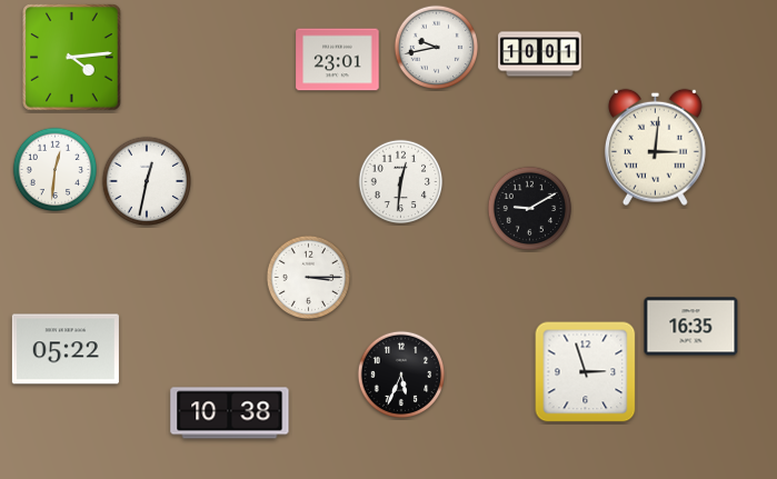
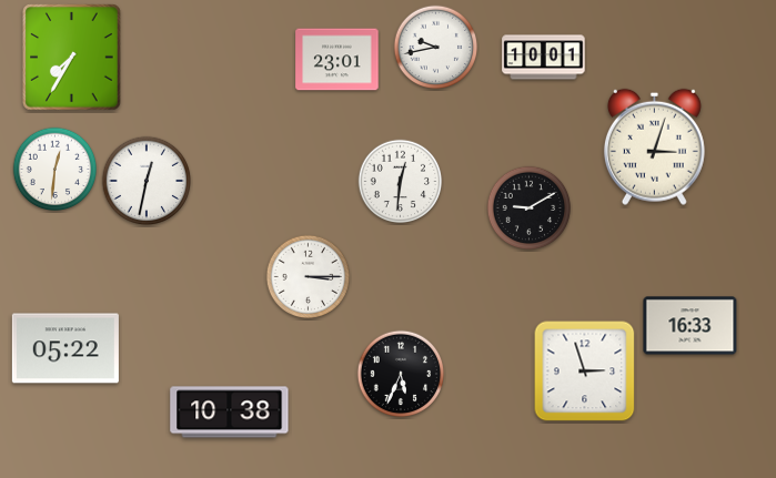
clock at (540, 54) position: (540, 54) -> (544, 58)
clock at (72, 58): 4:14 -> 7:35
clock at (655, 147): 3:01 -> 3:03
clock at (691, 327): 16:35 -> 16:33
